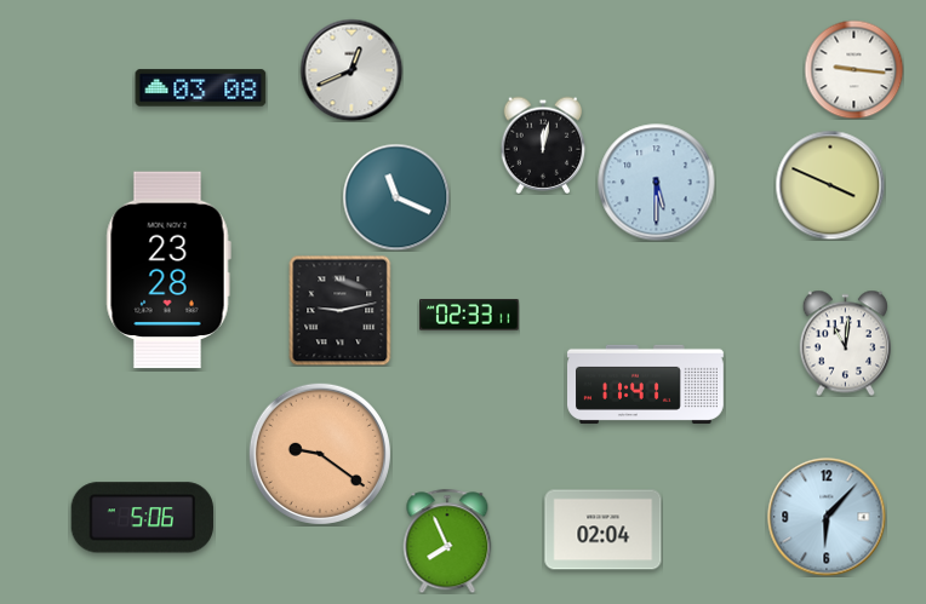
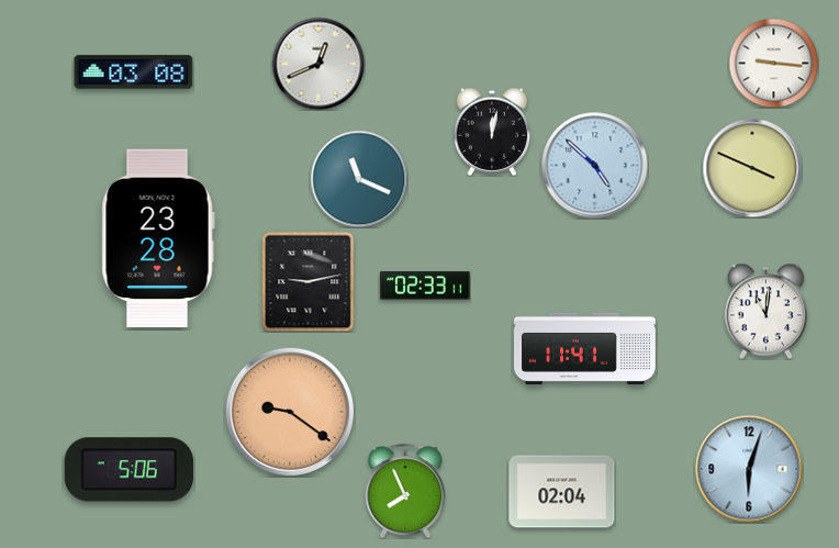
clock at (201, 88) position: (201, 88) -> (134, 72)
clock at (657, 183): 5:30 -> 4:52
clock at (168, 270) position: (168, 270) -> (158, 238)
clock at (827, 517): 6:07 -> 6:03
clock at (604, 530) position: (604, 530) -> (562, 492)
